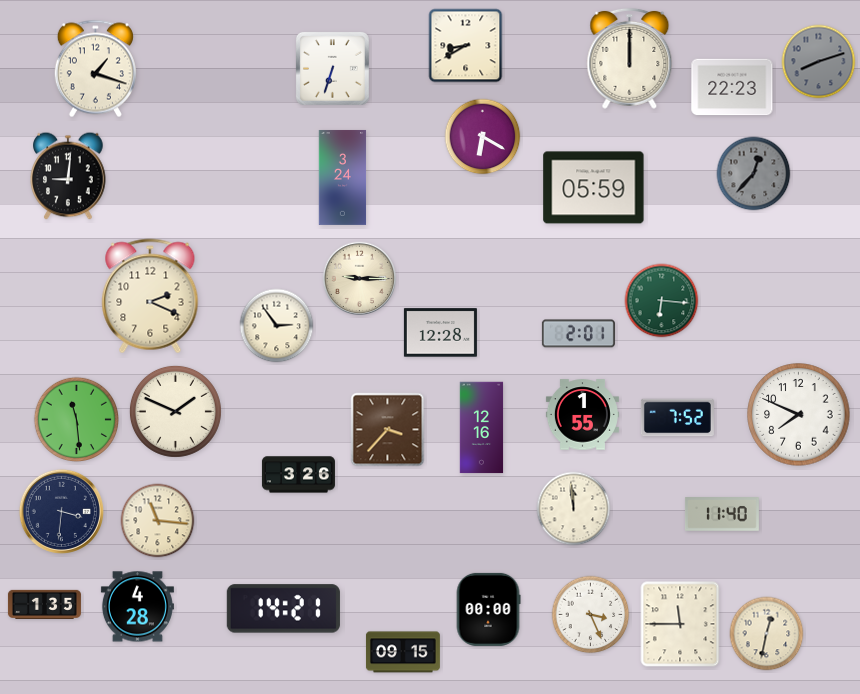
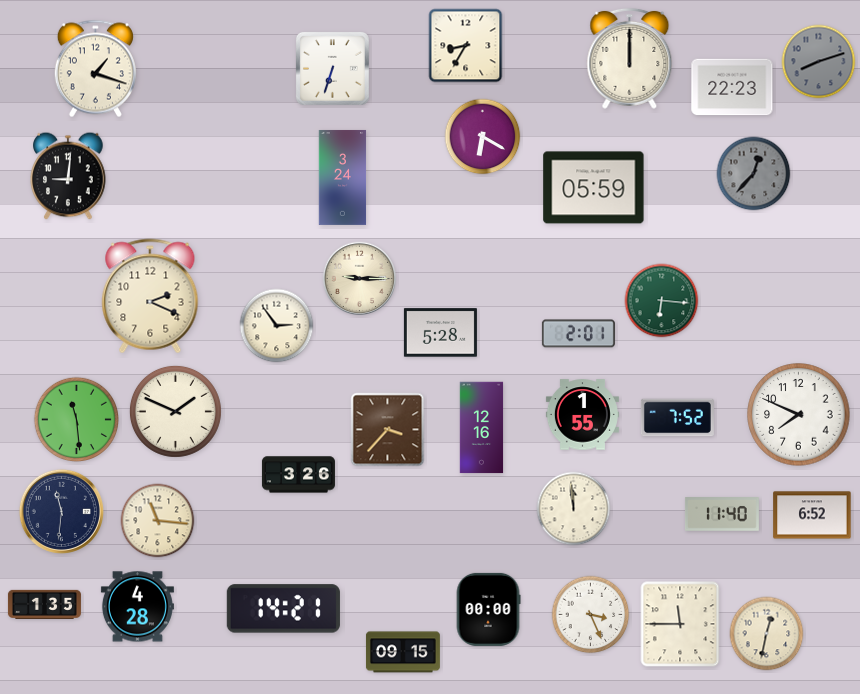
clock at (466, 46): 8:40 -> 8:35
clock at (440, 333): 12:28 -> 5:28
clock at (61, 511): 3:31 -> 11:31
clock at (812, 515): none -> 6:52
